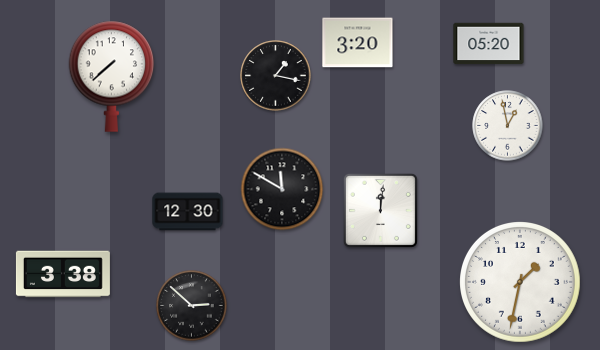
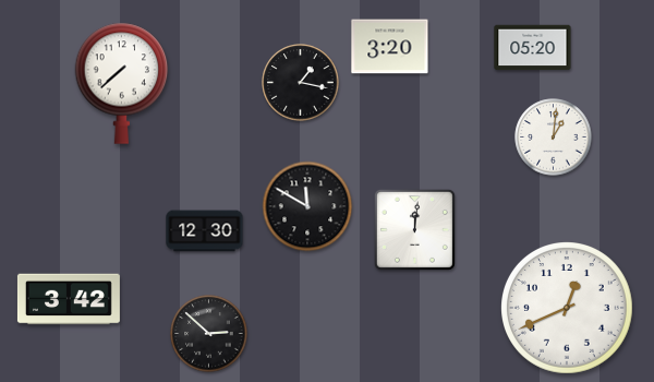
clock at (508, 126): 12:58 -> 1:01
clock at (63, 274): 3:38 -> 3:42
clock at (521, 283): 1:32 -> 12:41
